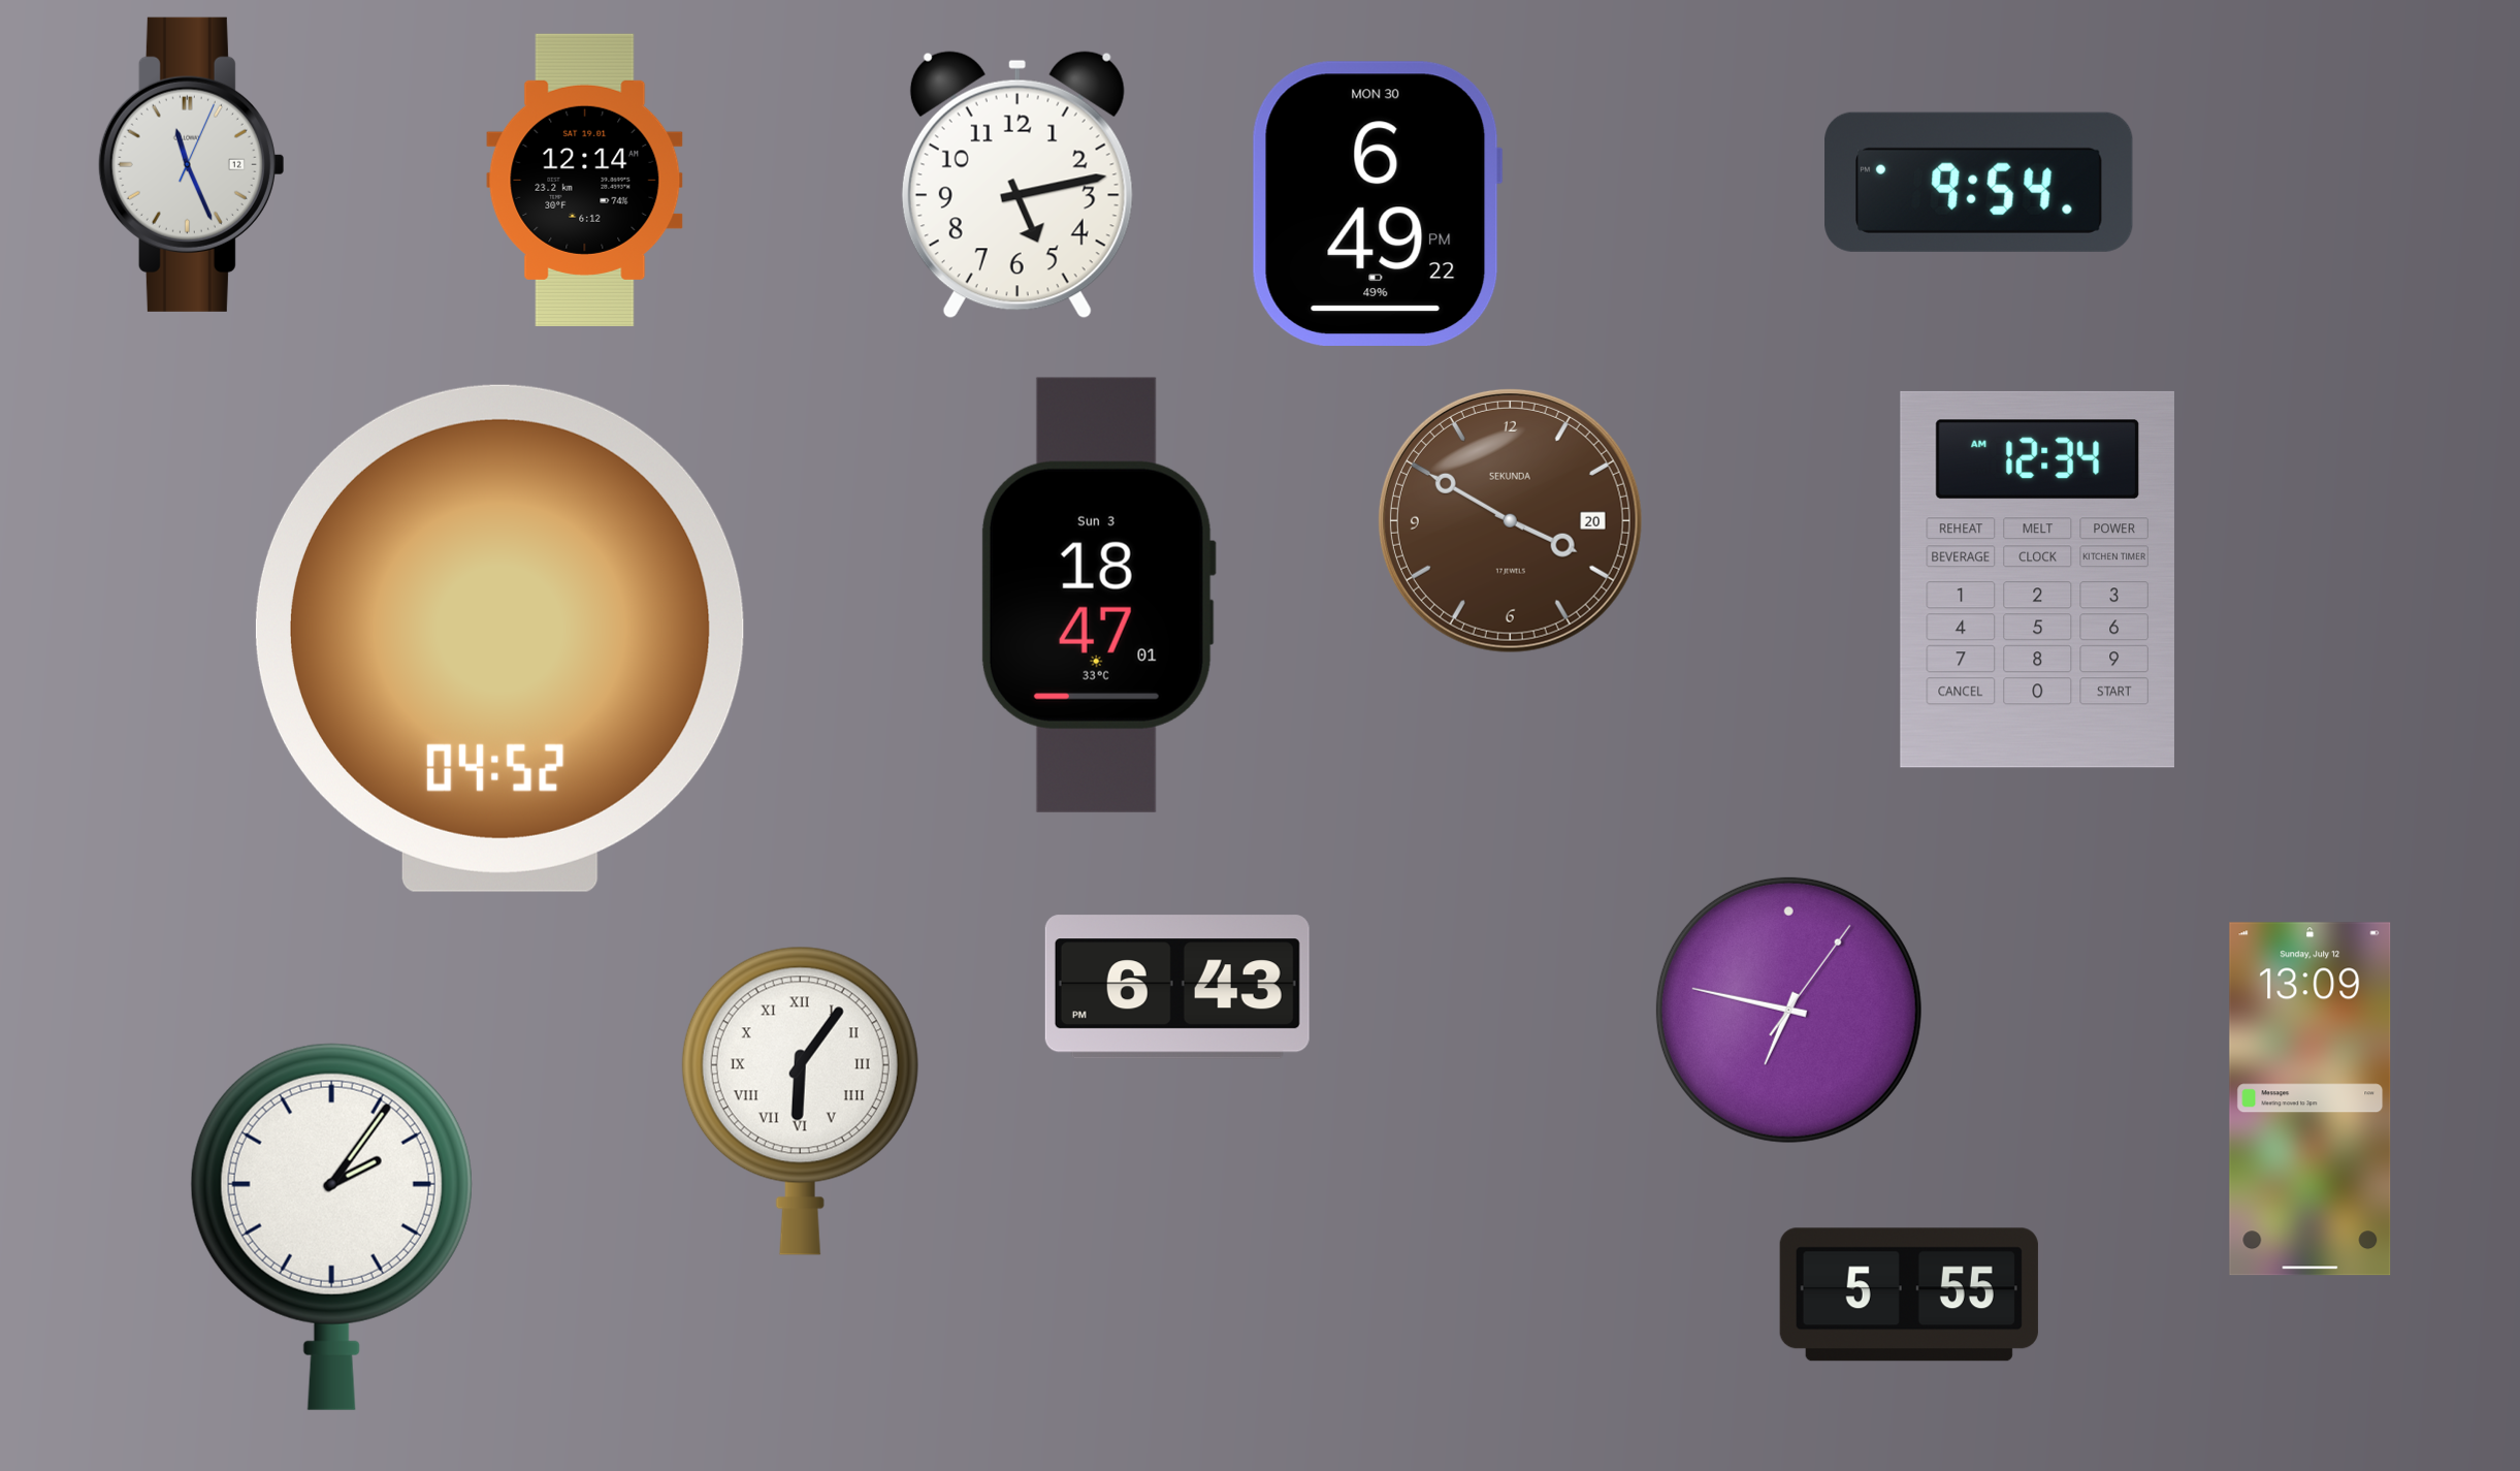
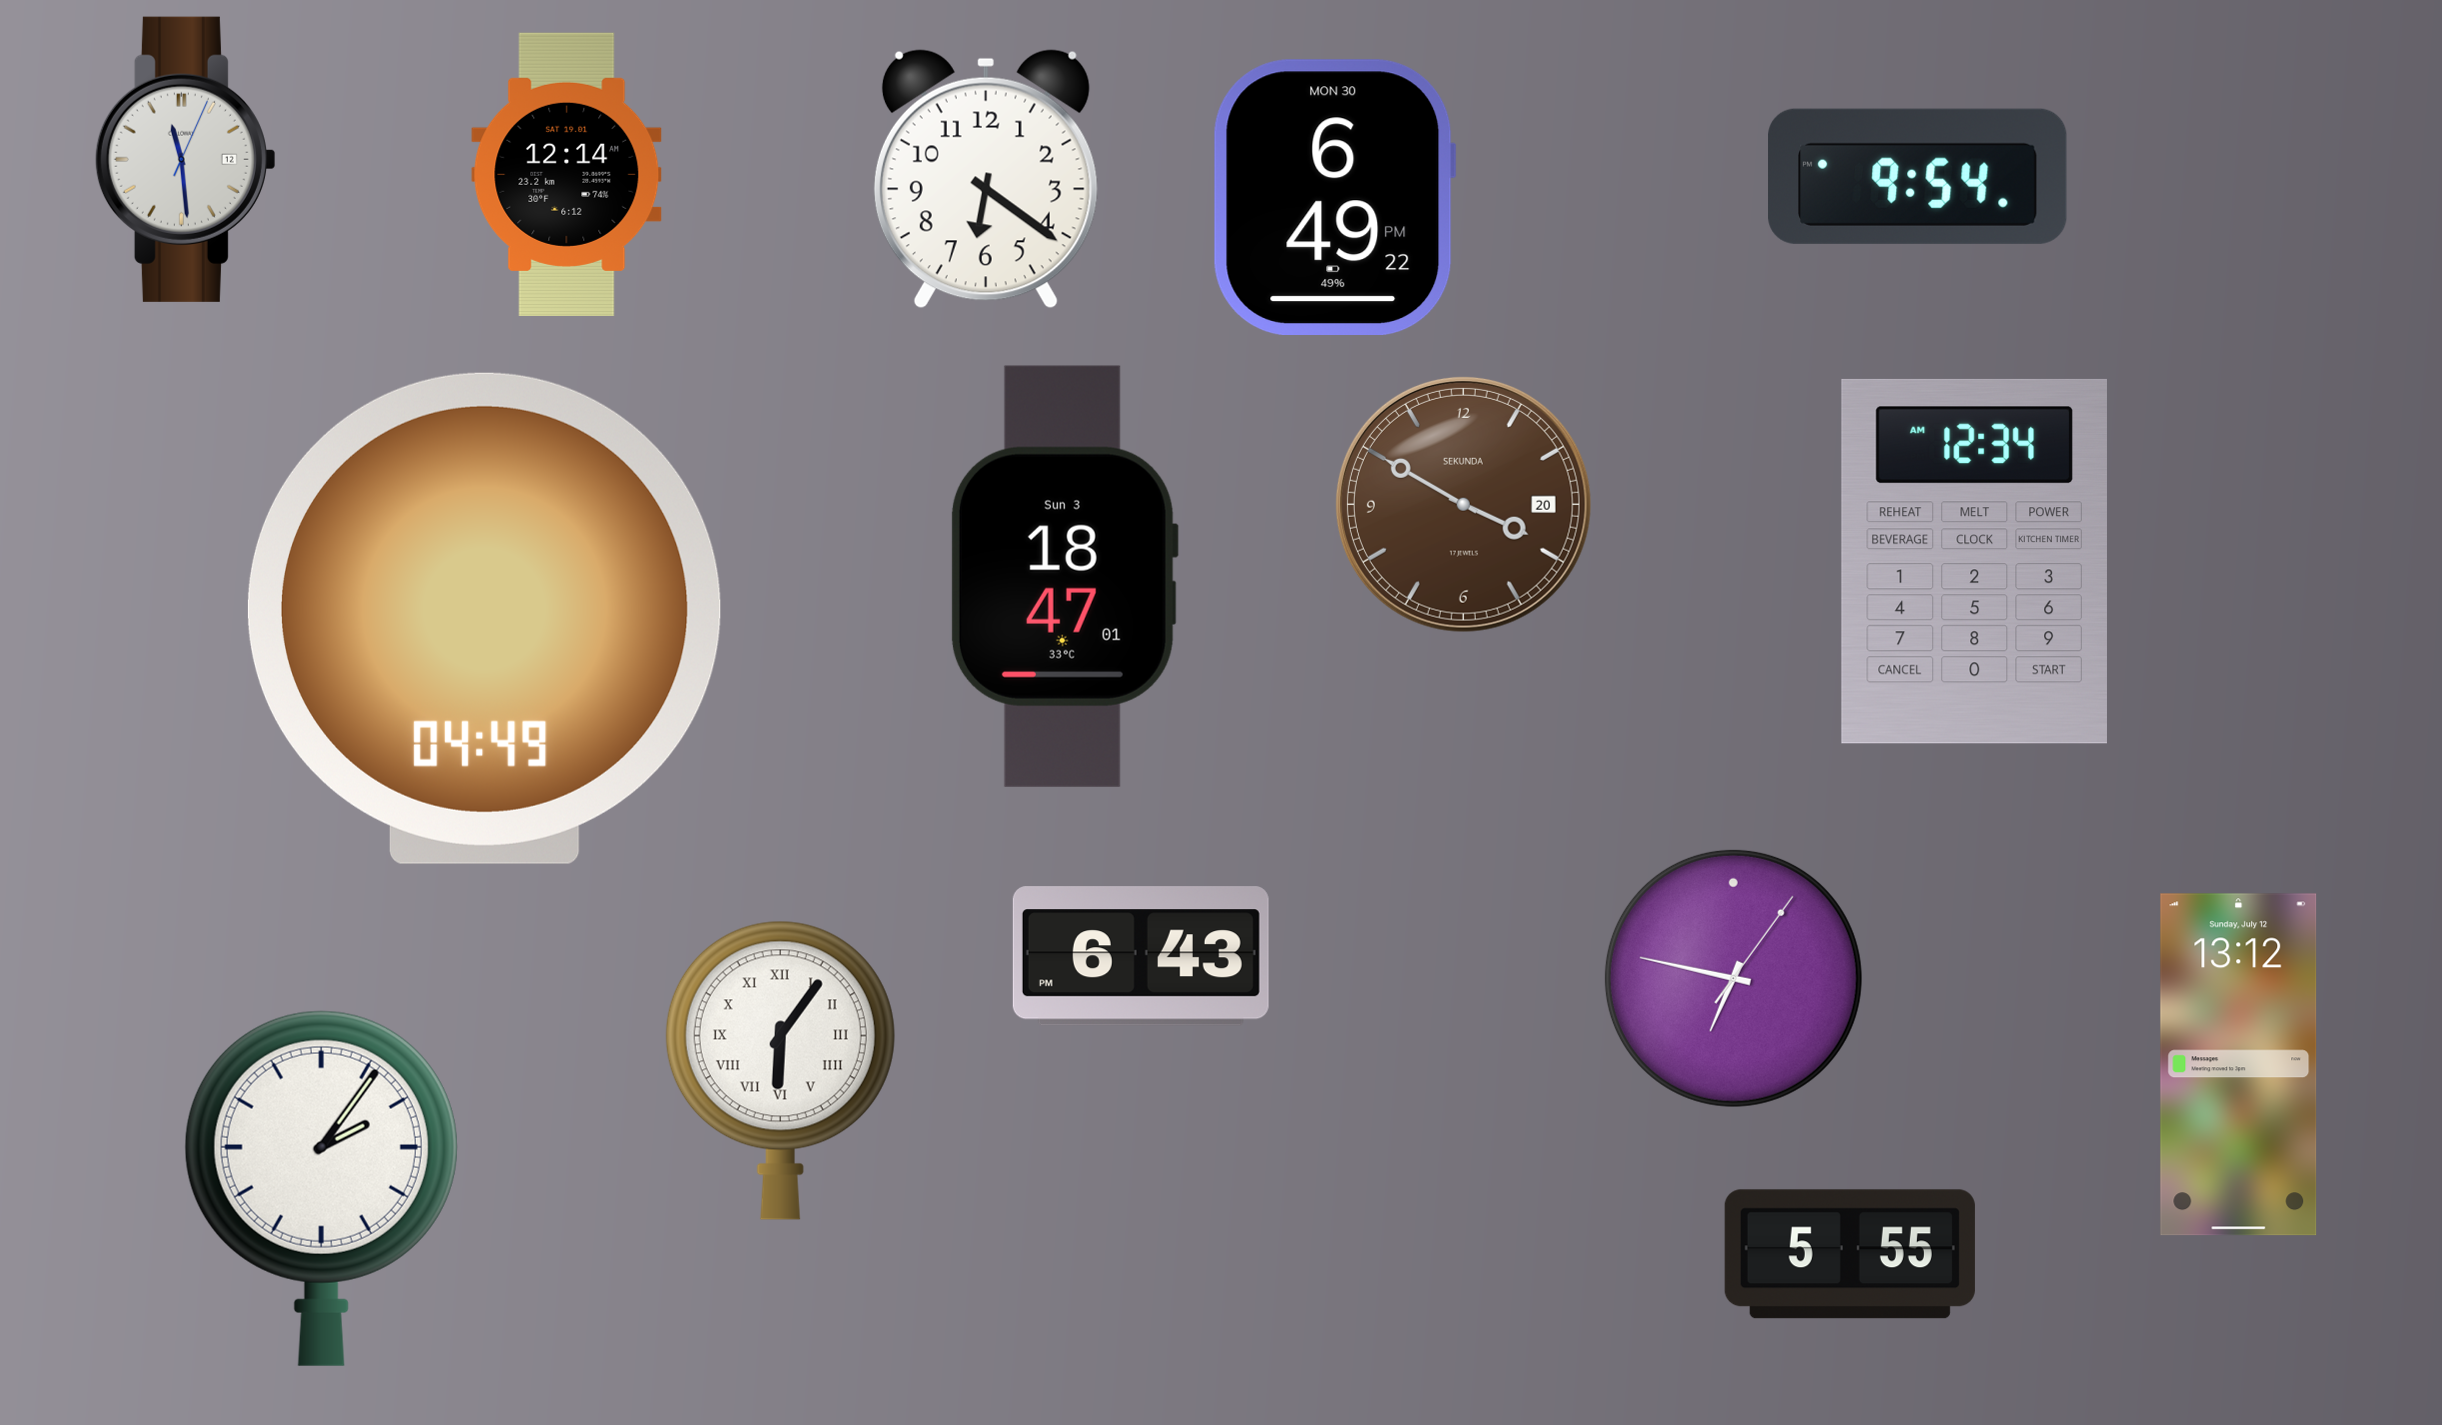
clock at (191, 164): 11:26 -> 11:29
clock at (1017, 185): 5:13 -> 6:21
clock at (499, 638): 04:52 -> 04:49
clock at (2311, 1099): 13:09 -> 13:12
clock at (800, 1100) position: (800, 1100) -> (780, 1070)
